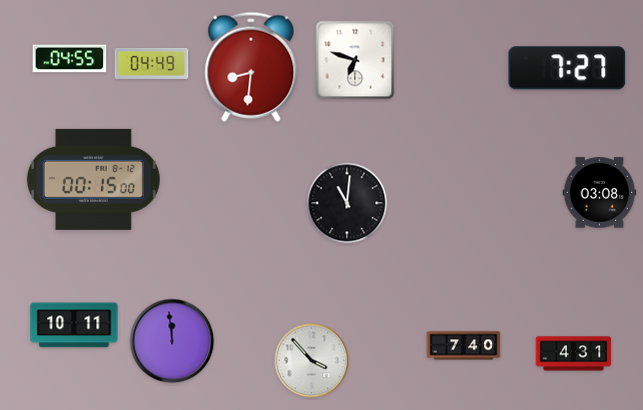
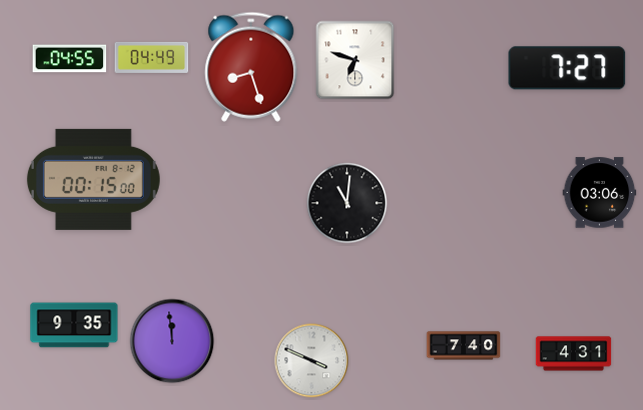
clock at (152, 63) position: (152, 63) -> (152, 57)
clock at (251, 67): 8:31 -> 8:27
clock at (600, 193): 03:08 -> 03:06
clock at (74, 325): 10:11 -> 9:35
clock at (312, 361): 3:53 -> 3:49
